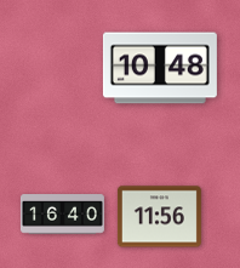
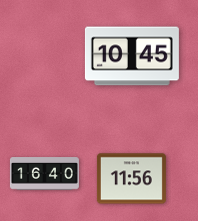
clock at (160, 68): 10:48 -> 10:45
clock at (62, 215) position: (62, 215) -> (44, 174)
